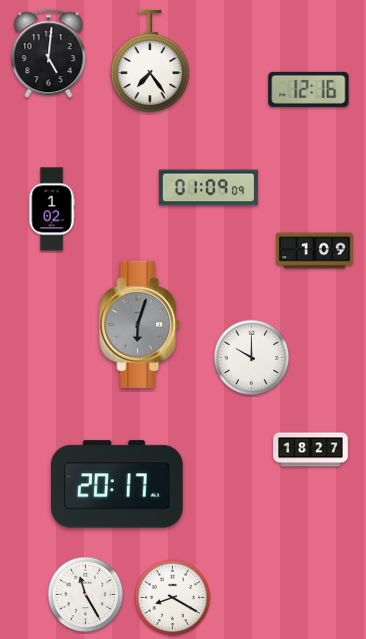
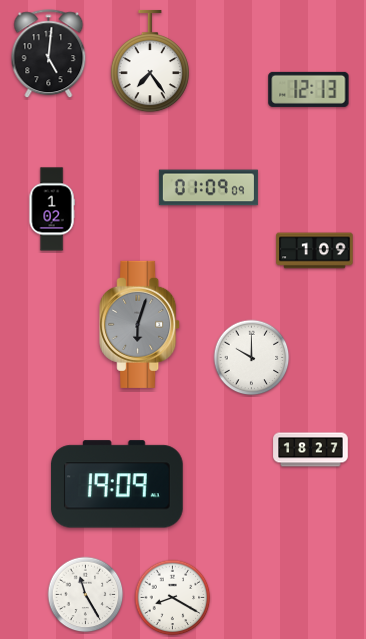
clock at (309, 89): 12:16 -> 12:13
clock at (117, 484): 20:17 -> 19:09
